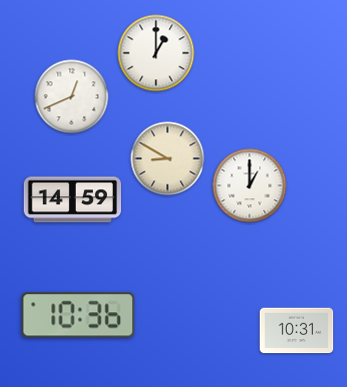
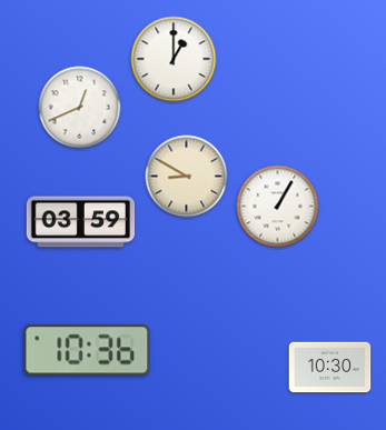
clock at (250, 186): 1:00 -> 1:05
clock at (73, 200): 14:59 -> 03:59
clock at (297, 331): 10:31 -> 10:30
